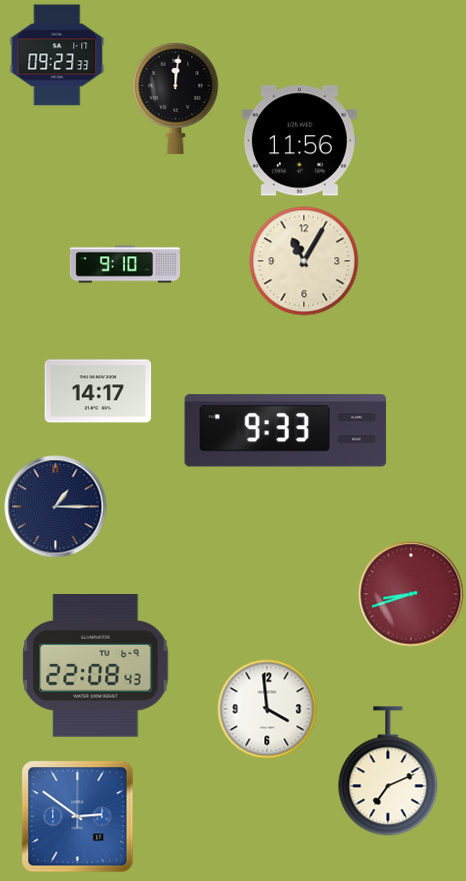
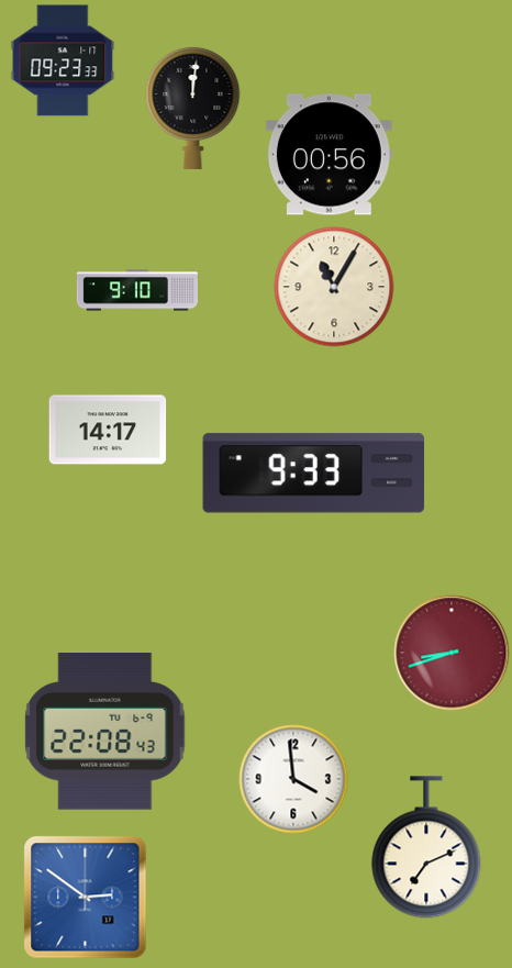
clock at (299, 141): 11:56 -> 00:56
clock at (56, 507): 1:15 -> none
